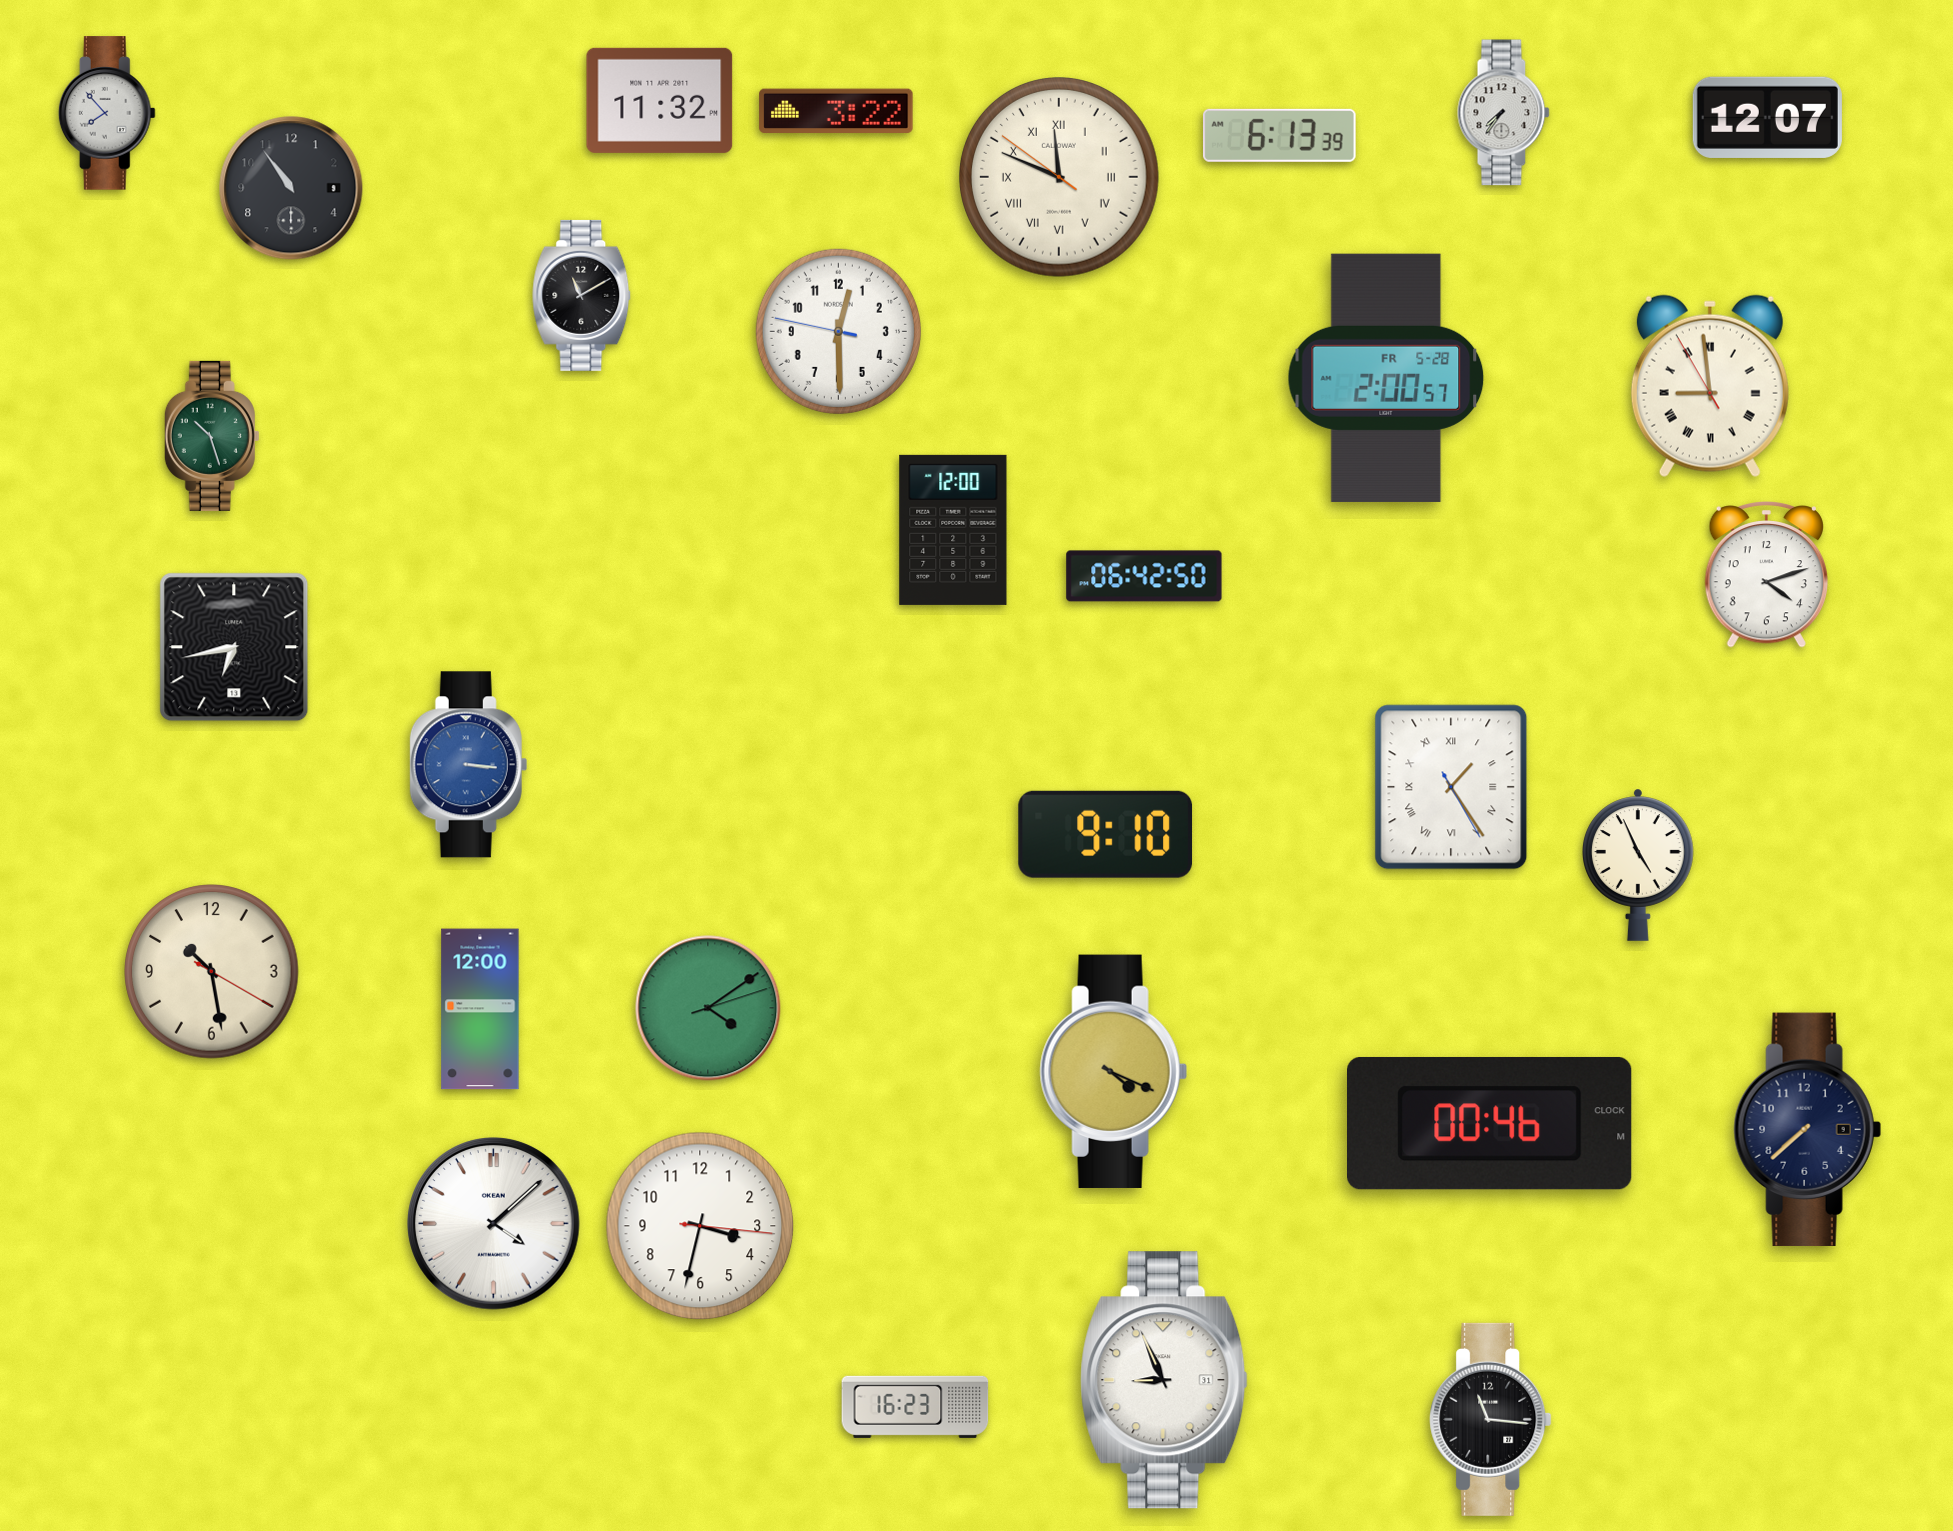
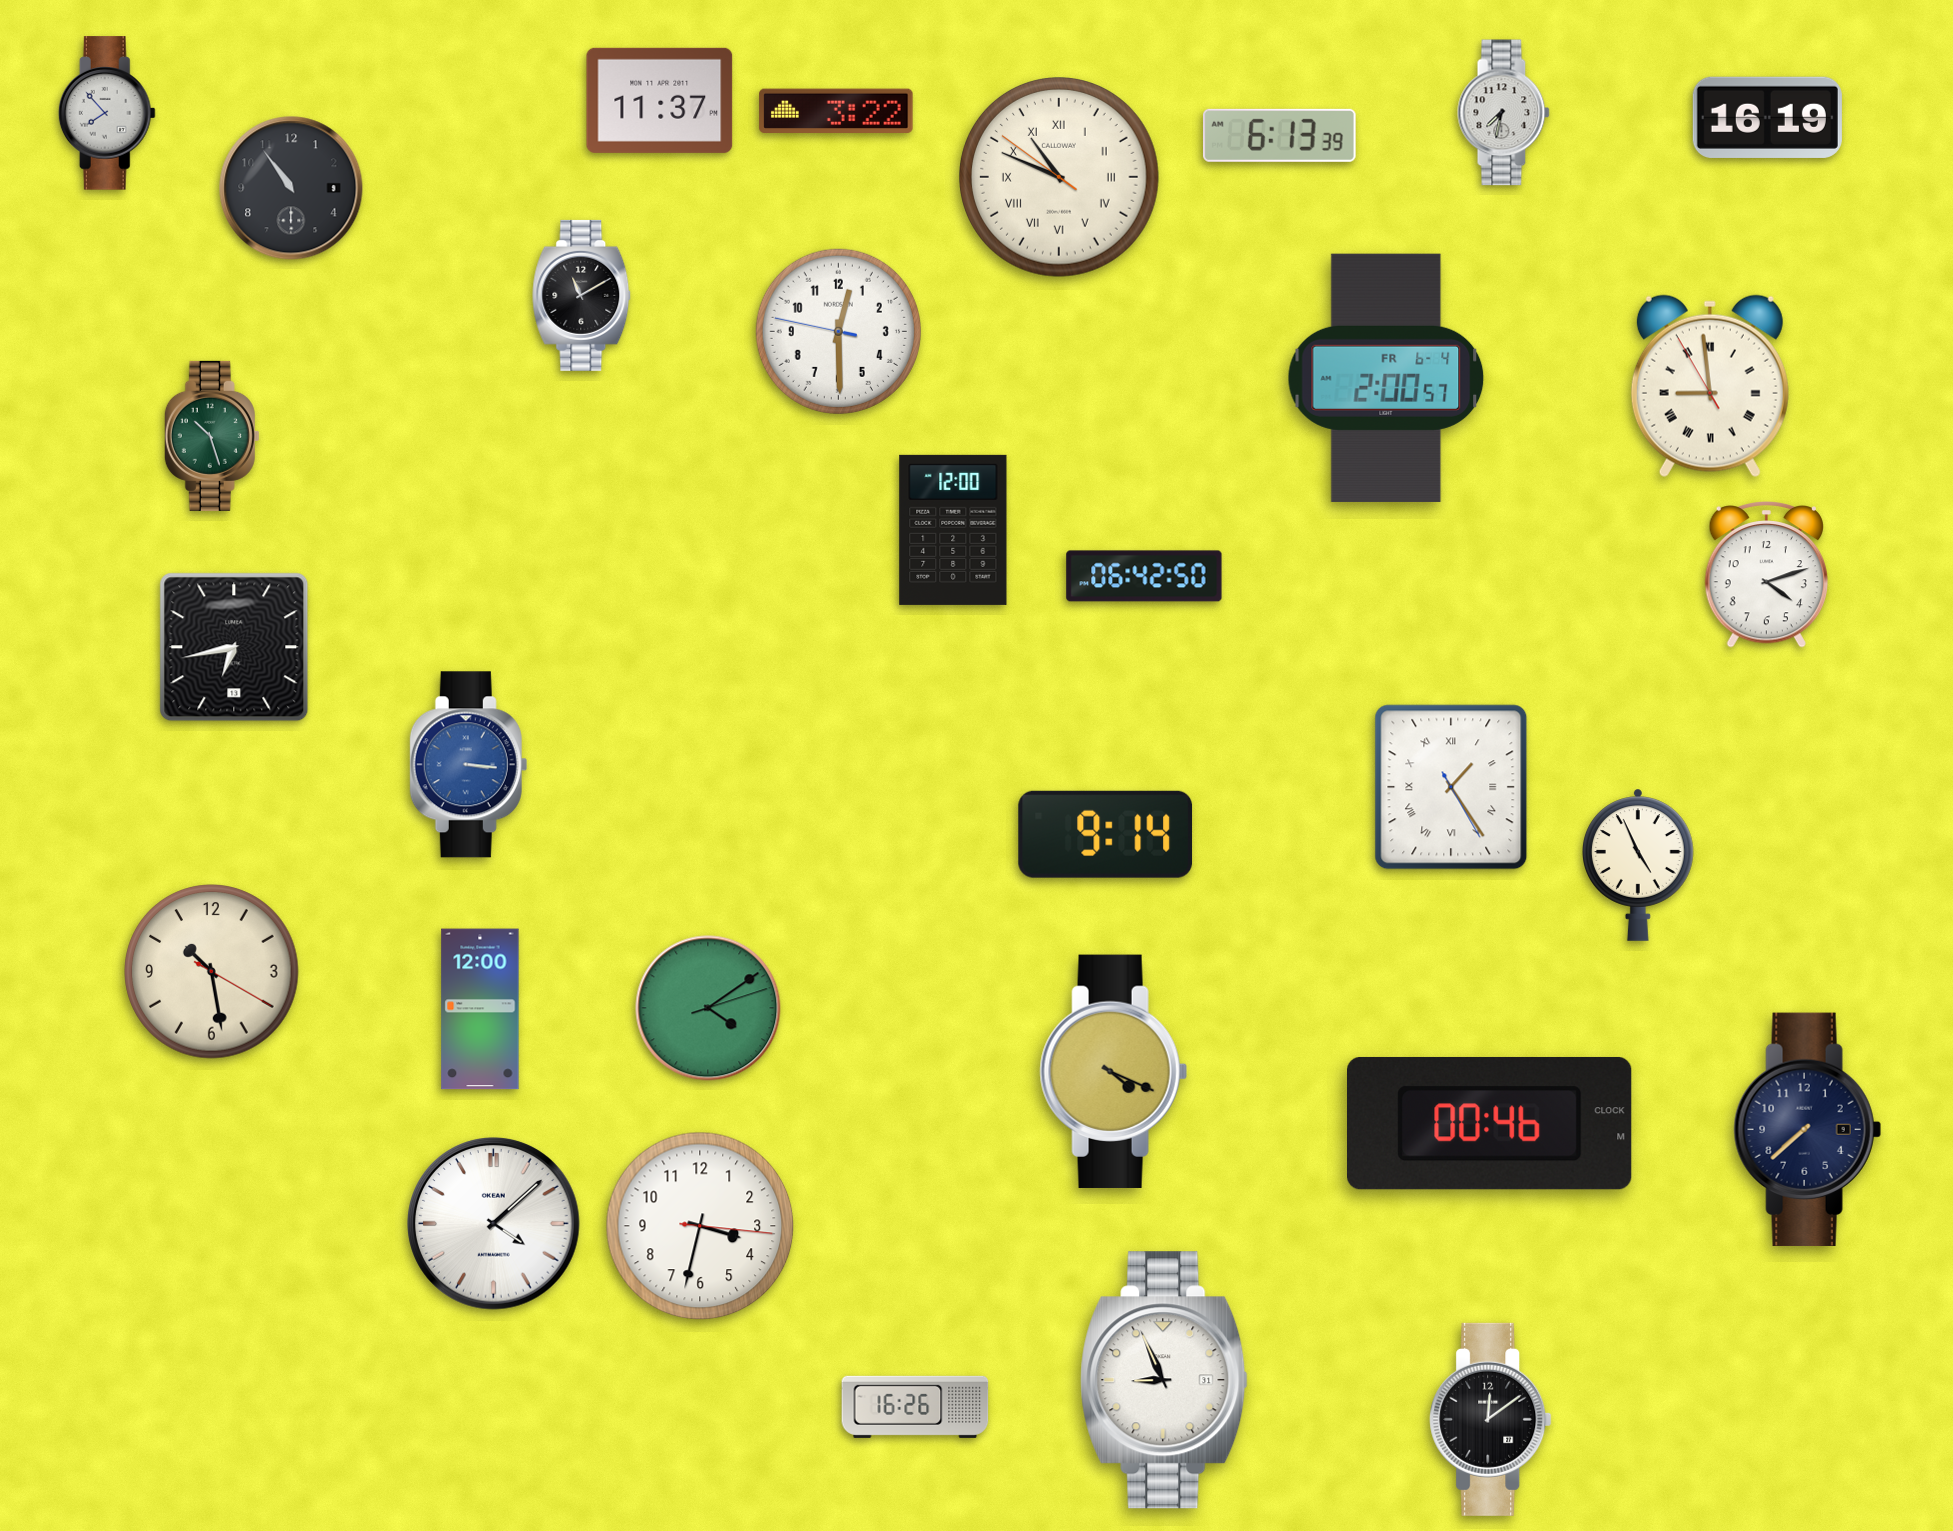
clock at (660, 100): 11:32 -> 11:37
clock at (1504, 113): 7:36 -> 7:32
clock at (1767, 117): 12:07 -> 16:19
clock at (1060, 178): 11:48 -> 10:48
clock at (1386, 378) date: FR 5-28 -> FR 6-4
clock at (1106, 834): 9:10 -> 9:14
clock at (915, 1407): 16:23 -> 16:26
clock at (1491, 1419): 11:16 -> 12:09
